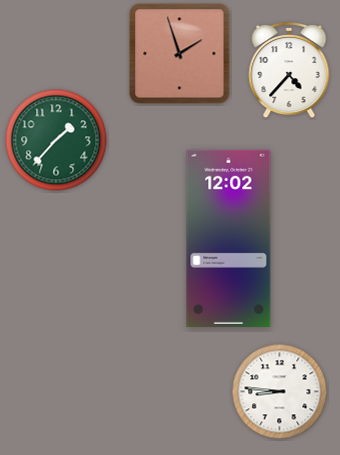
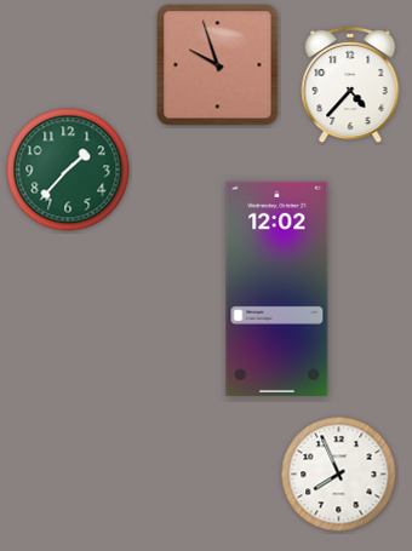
clock at (180, 54): 1:57 -> 9:57
clock at (280, 392): 8:46 -> 7:56
